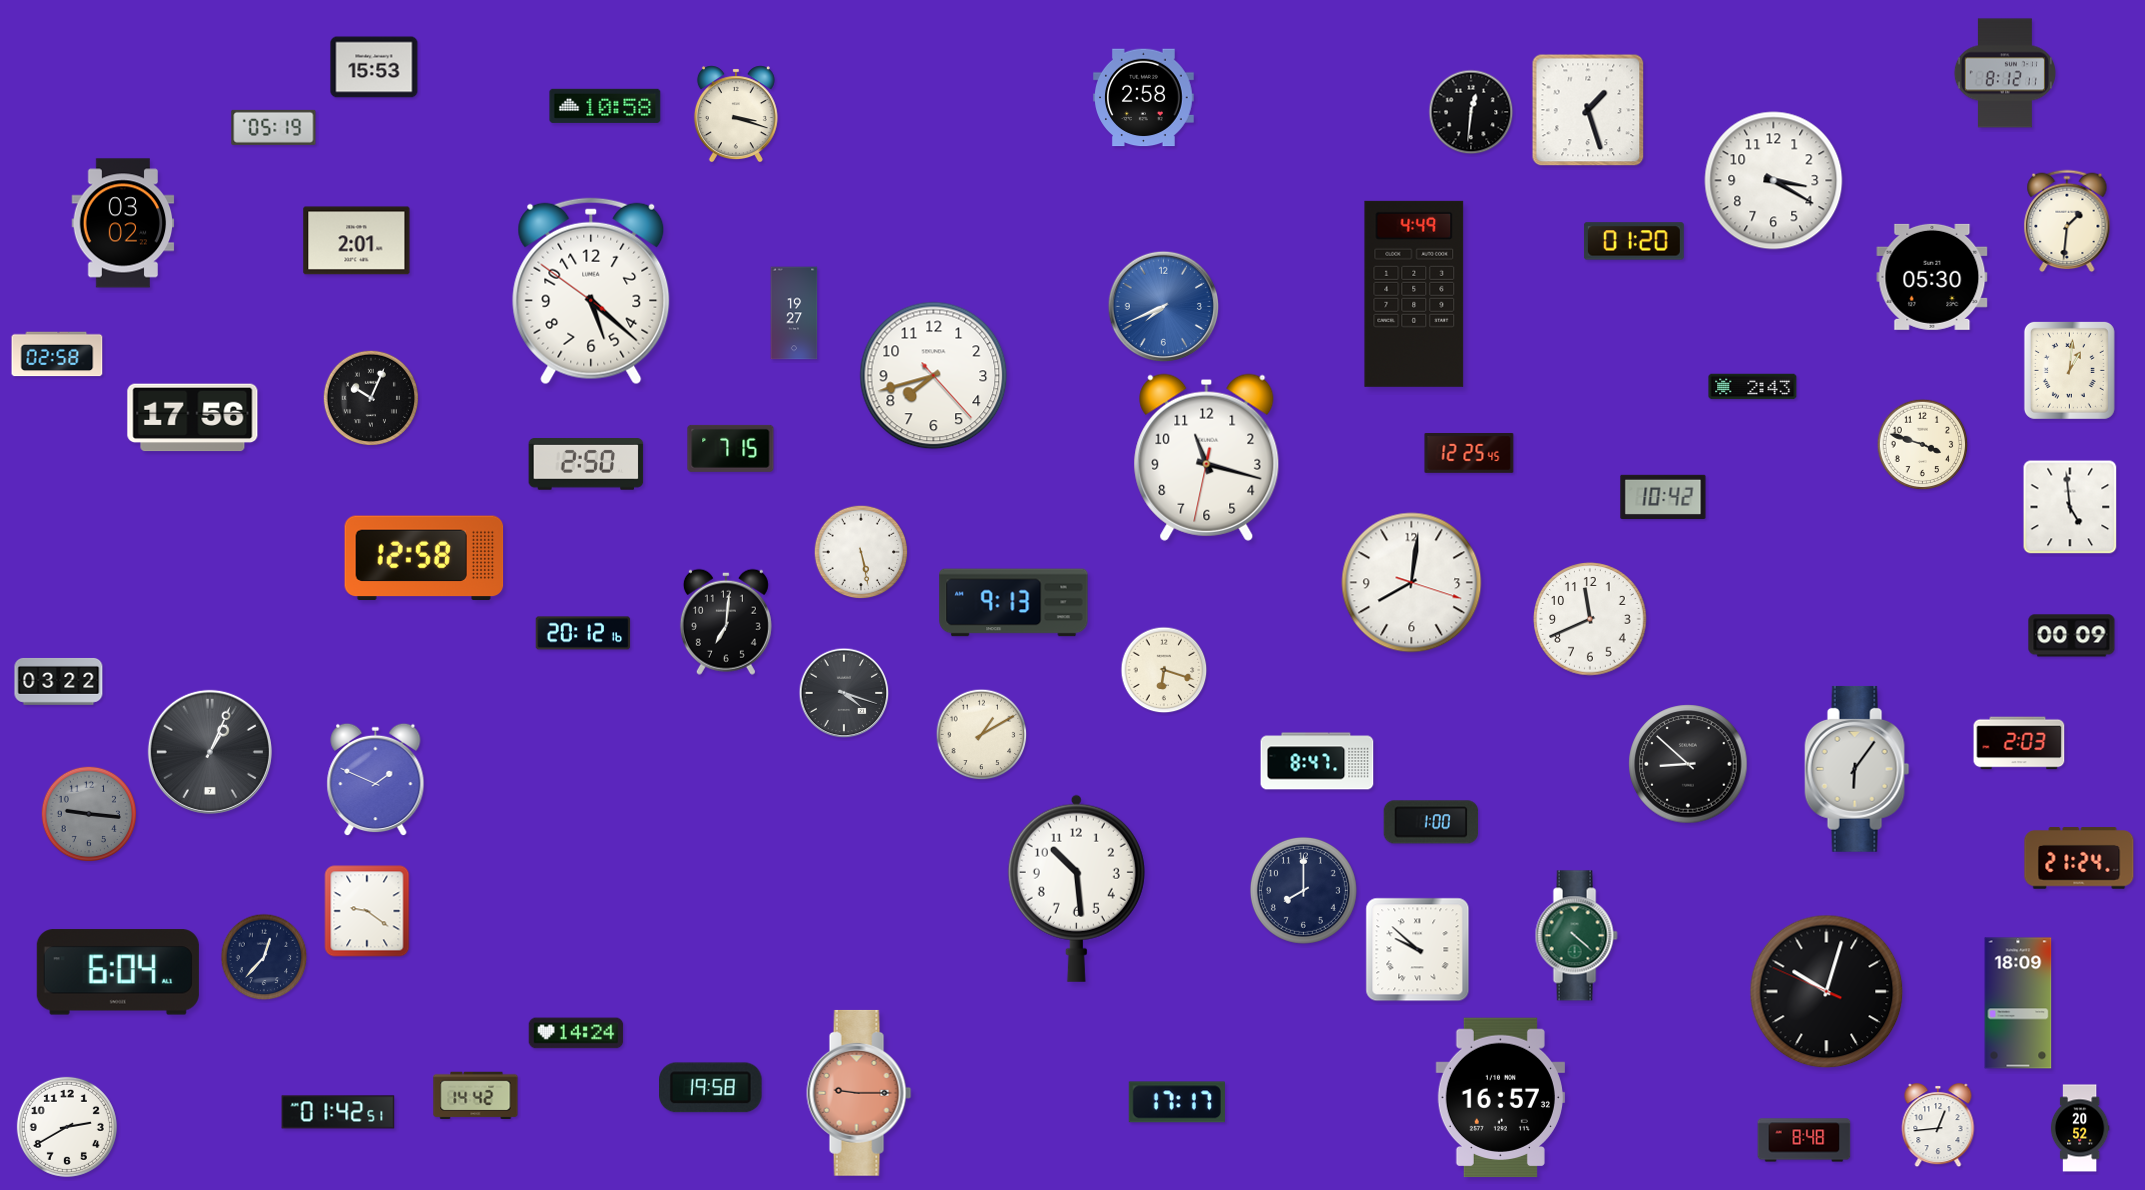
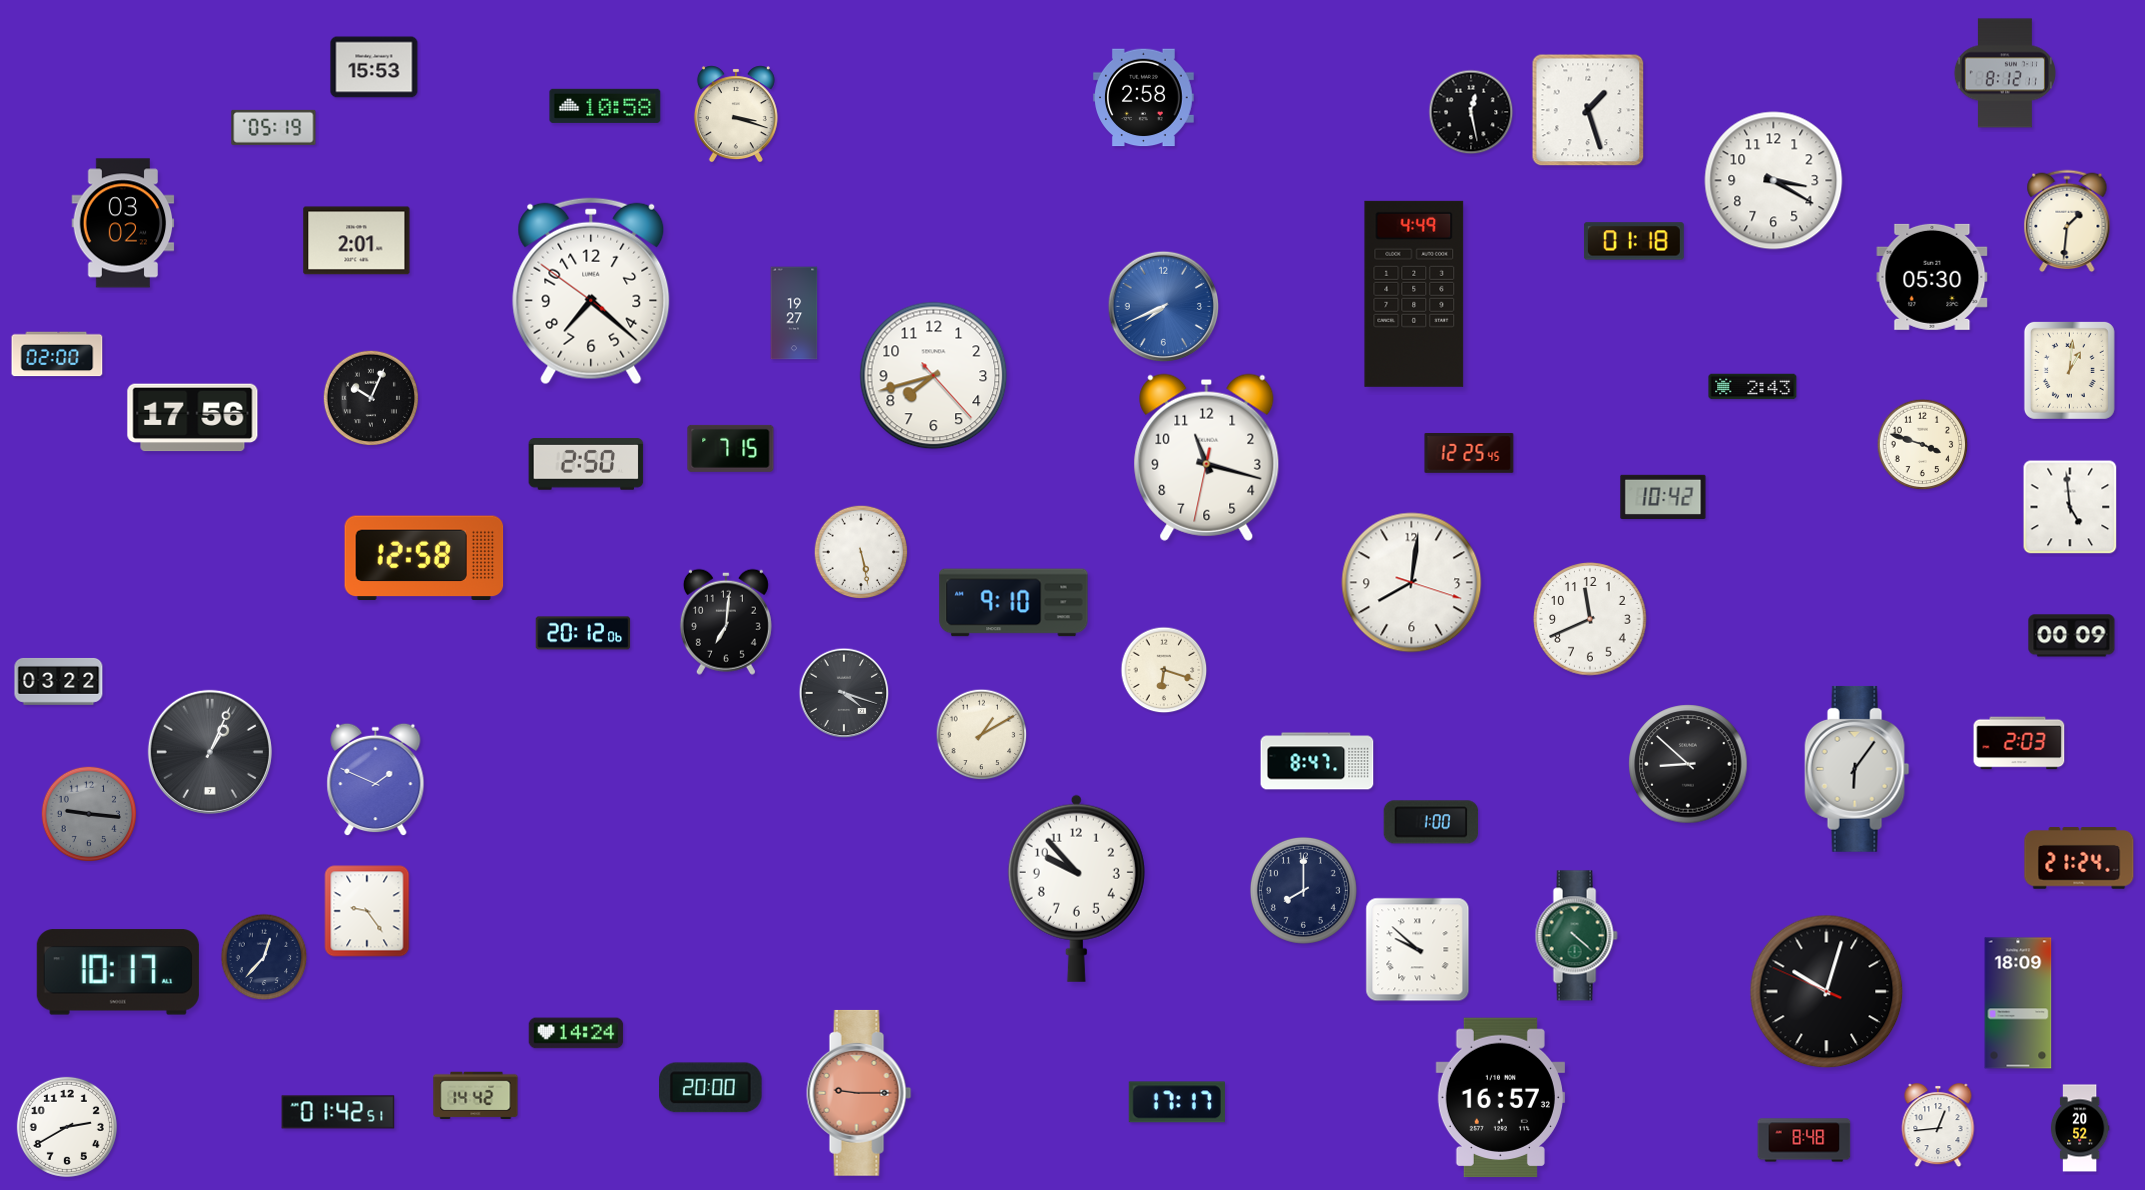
clock at (1471, 112): 12:31 -> 12:28
clock at (1634, 241): 01:20 -> 01:18
clock at (591, 291): 5:21 -> 7:21
clock at (57, 354): 02:58 -> 02:00
clock at (1014, 603): 9:13 -> 9:10
clock at (583, 633): 20:12:16 -> 20:12:06
clock at (1076, 888): 10:29 -> 9:53
clock at (367, 911): 9:21 -> 9:24
clock at (118, 972): 6:04 -> 10:17
clock at (711, 1088): 19:58 -> 20:00
